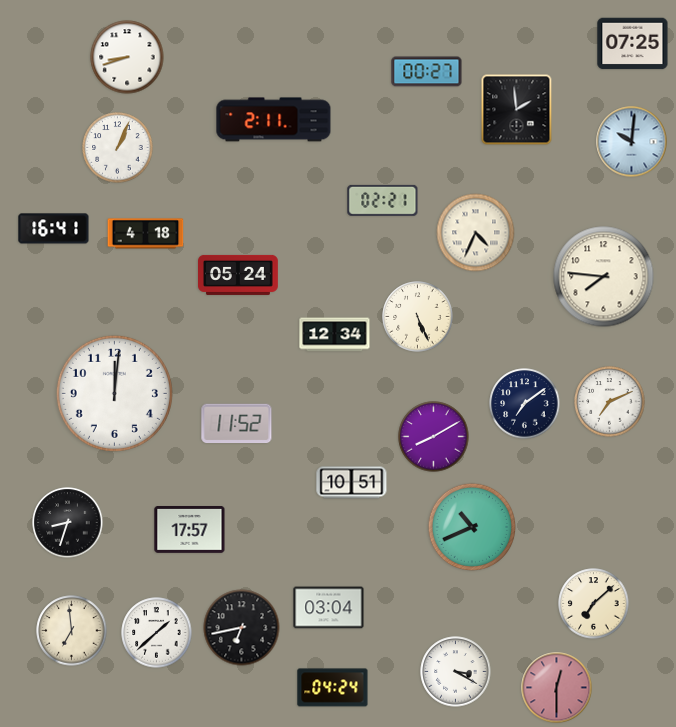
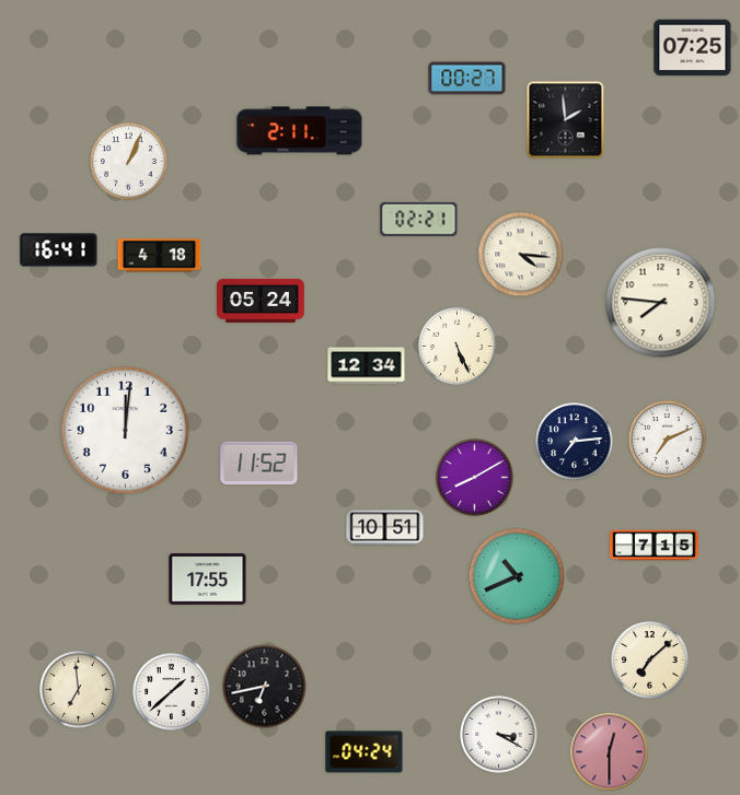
clock at (127, 57): 8:42 -> none
clock at (632, 142): 10:01 -> none
clock at (476, 233): 4:34 -> 4:16
clock at (525, 404): 7:09 -> 7:14
clock at (655, 546): none -> 7:15
clock at (68, 523): 8:33 -> none
clock at (190, 530): 17:57 -> 17:55
clock at (329, 608): 03:04 -> none
